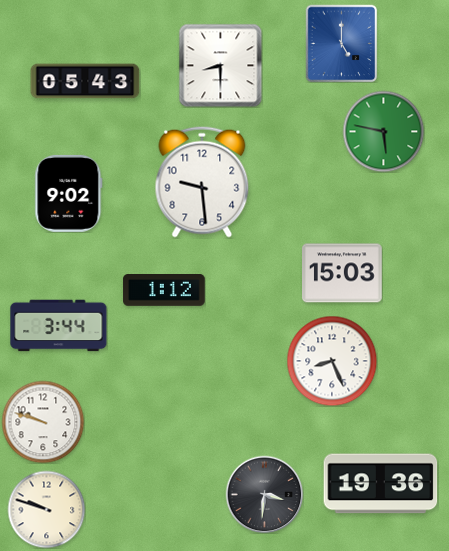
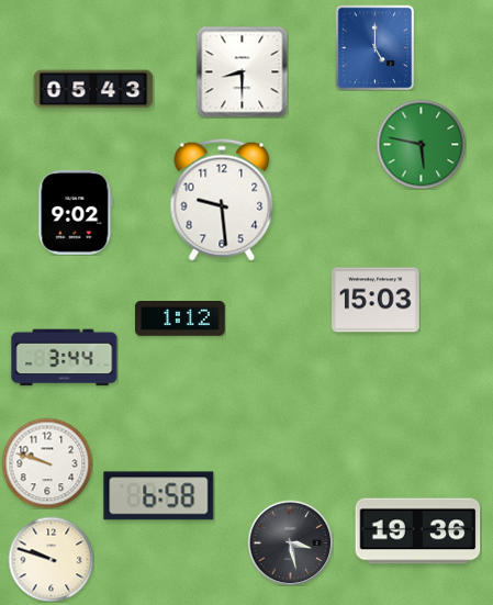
clock at (332, 361): 8:26 -> none
clock at (159, 496): none -> 6:58
clock at (264, 494): 3:31 -> 3:28
